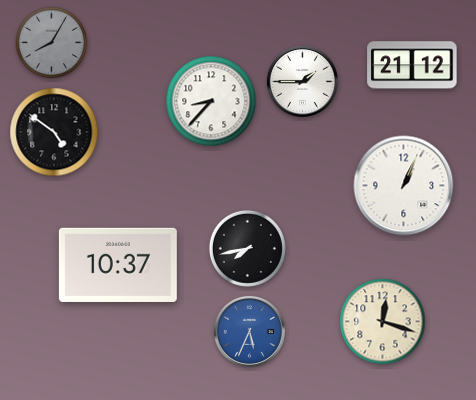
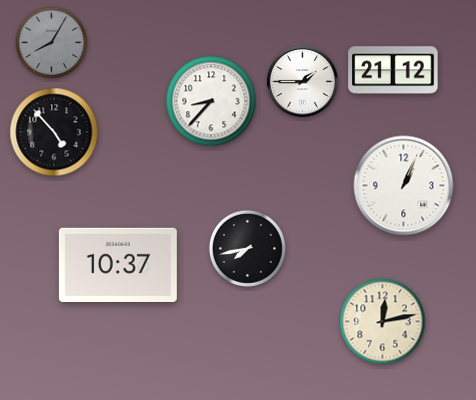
clock at (412, 65) position: (412, 65) -> (393, 70)
clock at (54, 132): 4:51 -> 4:53
clock at (383, 322): 12:18 -> 12:13
clock at (249, 331): 5:34 -> none
